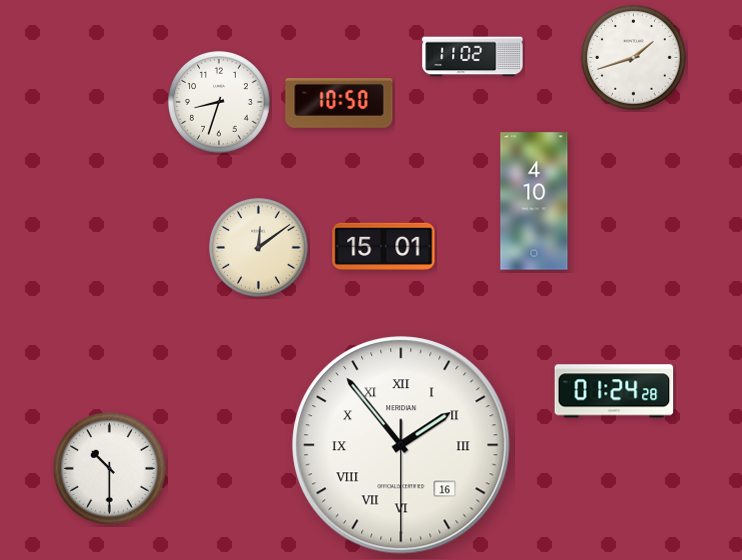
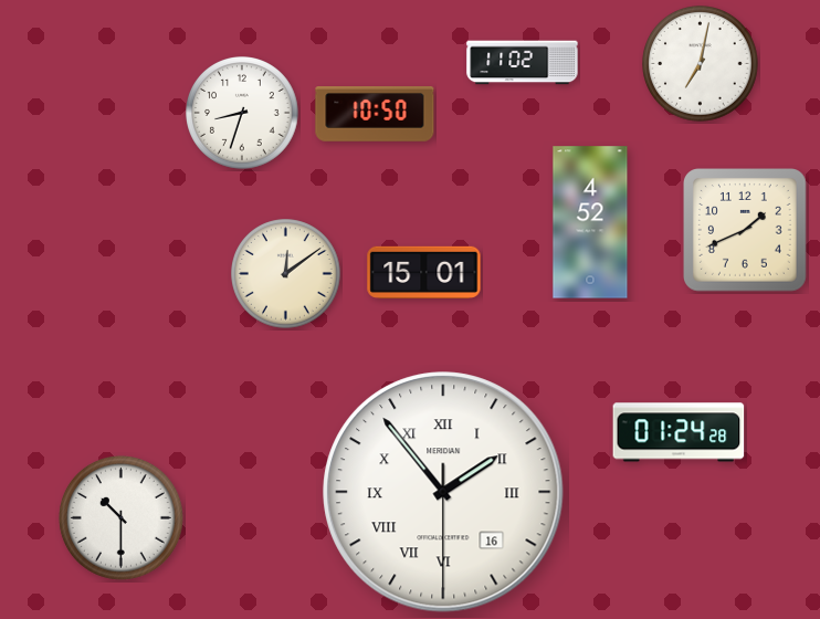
clock at (634, 58): 1:42 -> 7:02
clock at (534, 201): 4:10 -> 4:52
clock at (746, 231): none -> 1:41
